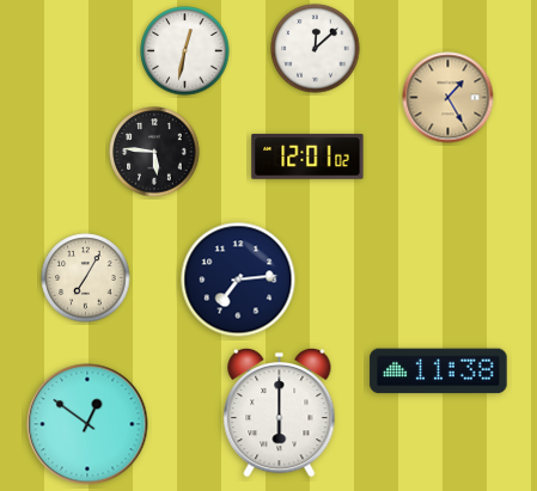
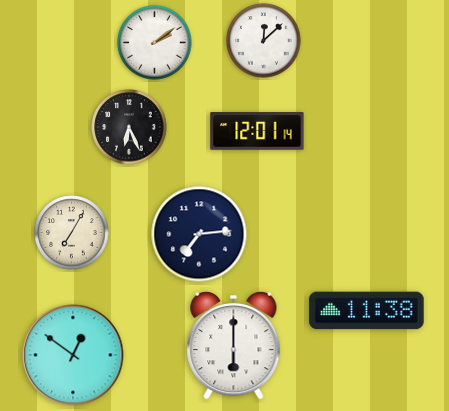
clock at (185, 51): 12:32 -> 2:09
clock at (448, 98): 1:25 -> none
clock at (154, 152): 5:46 -> 6:26
clock at (307, 156): 12:01:02 -> 12:01:14
